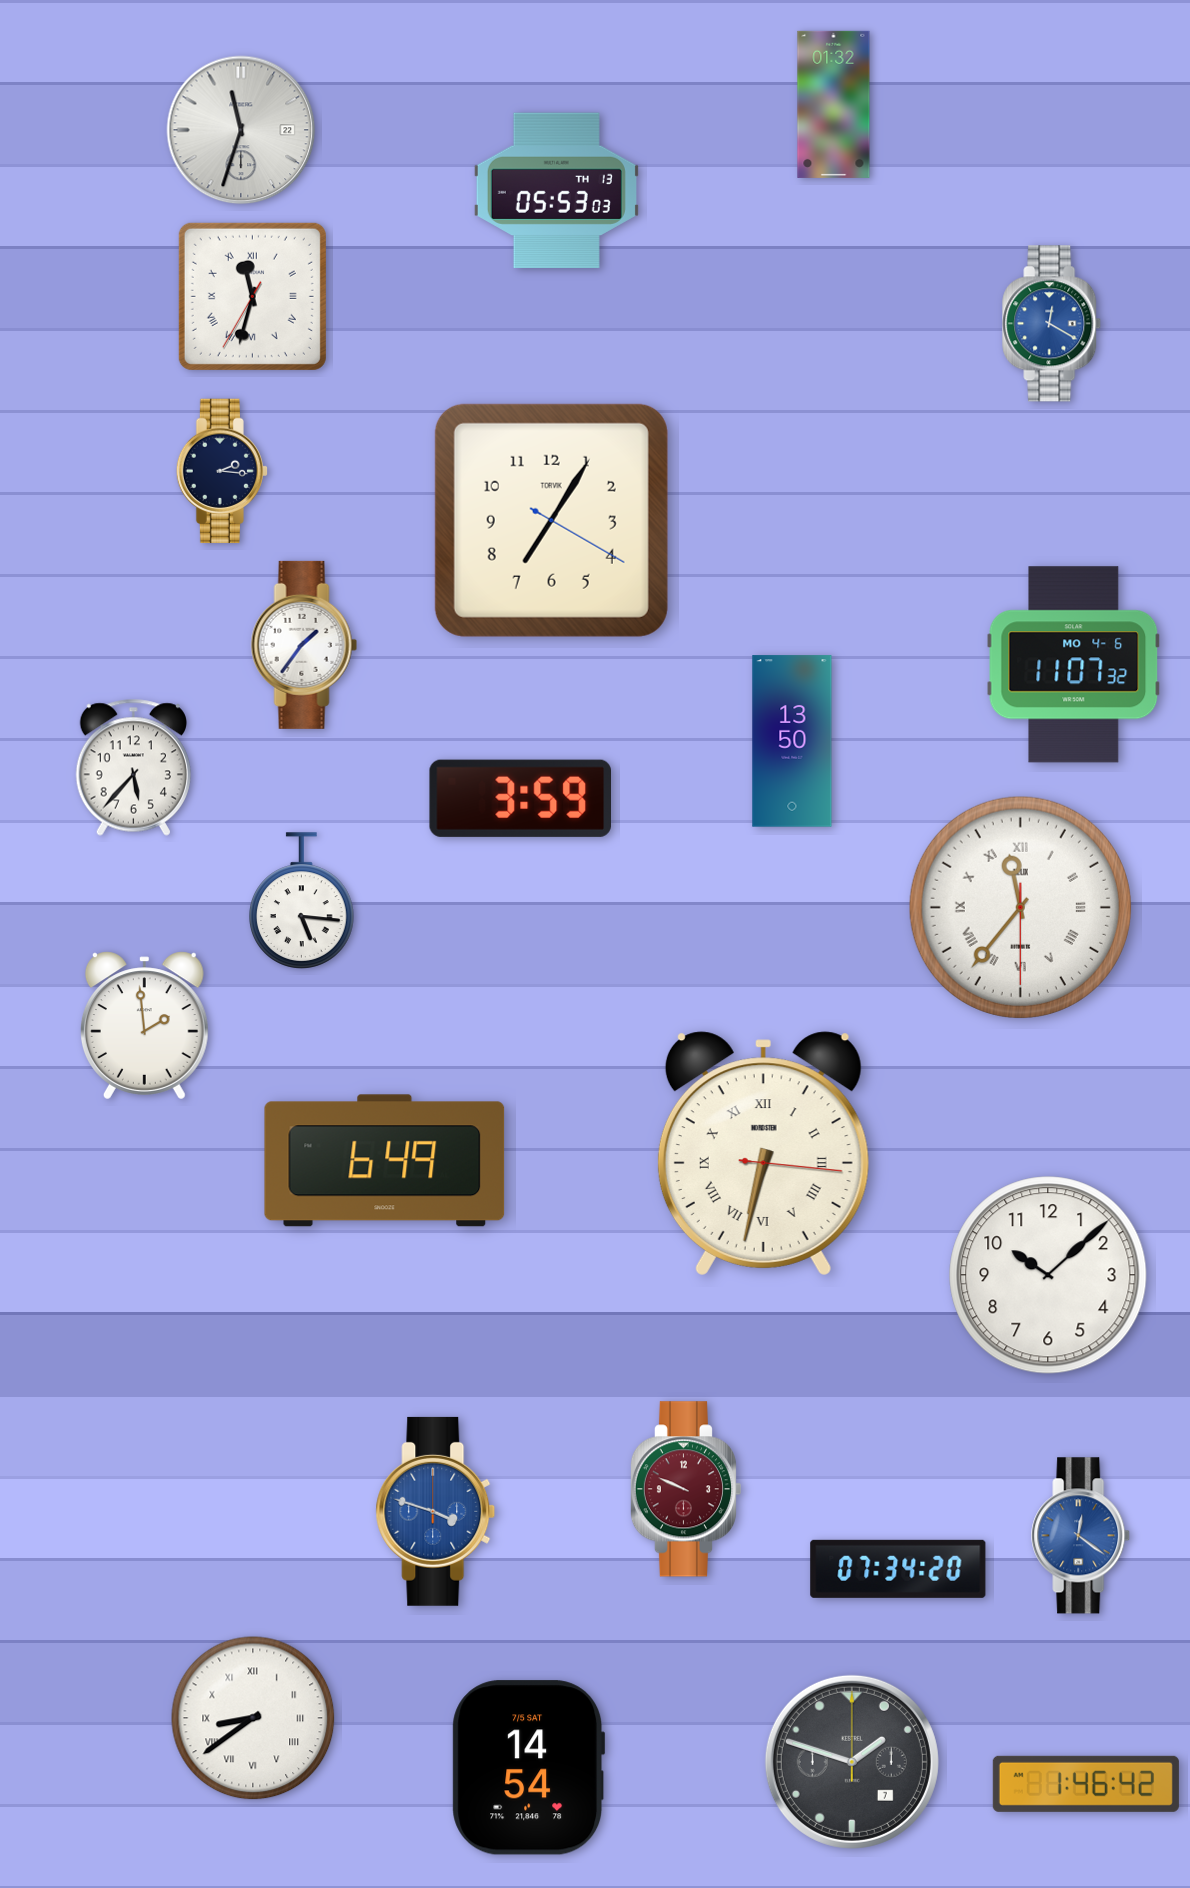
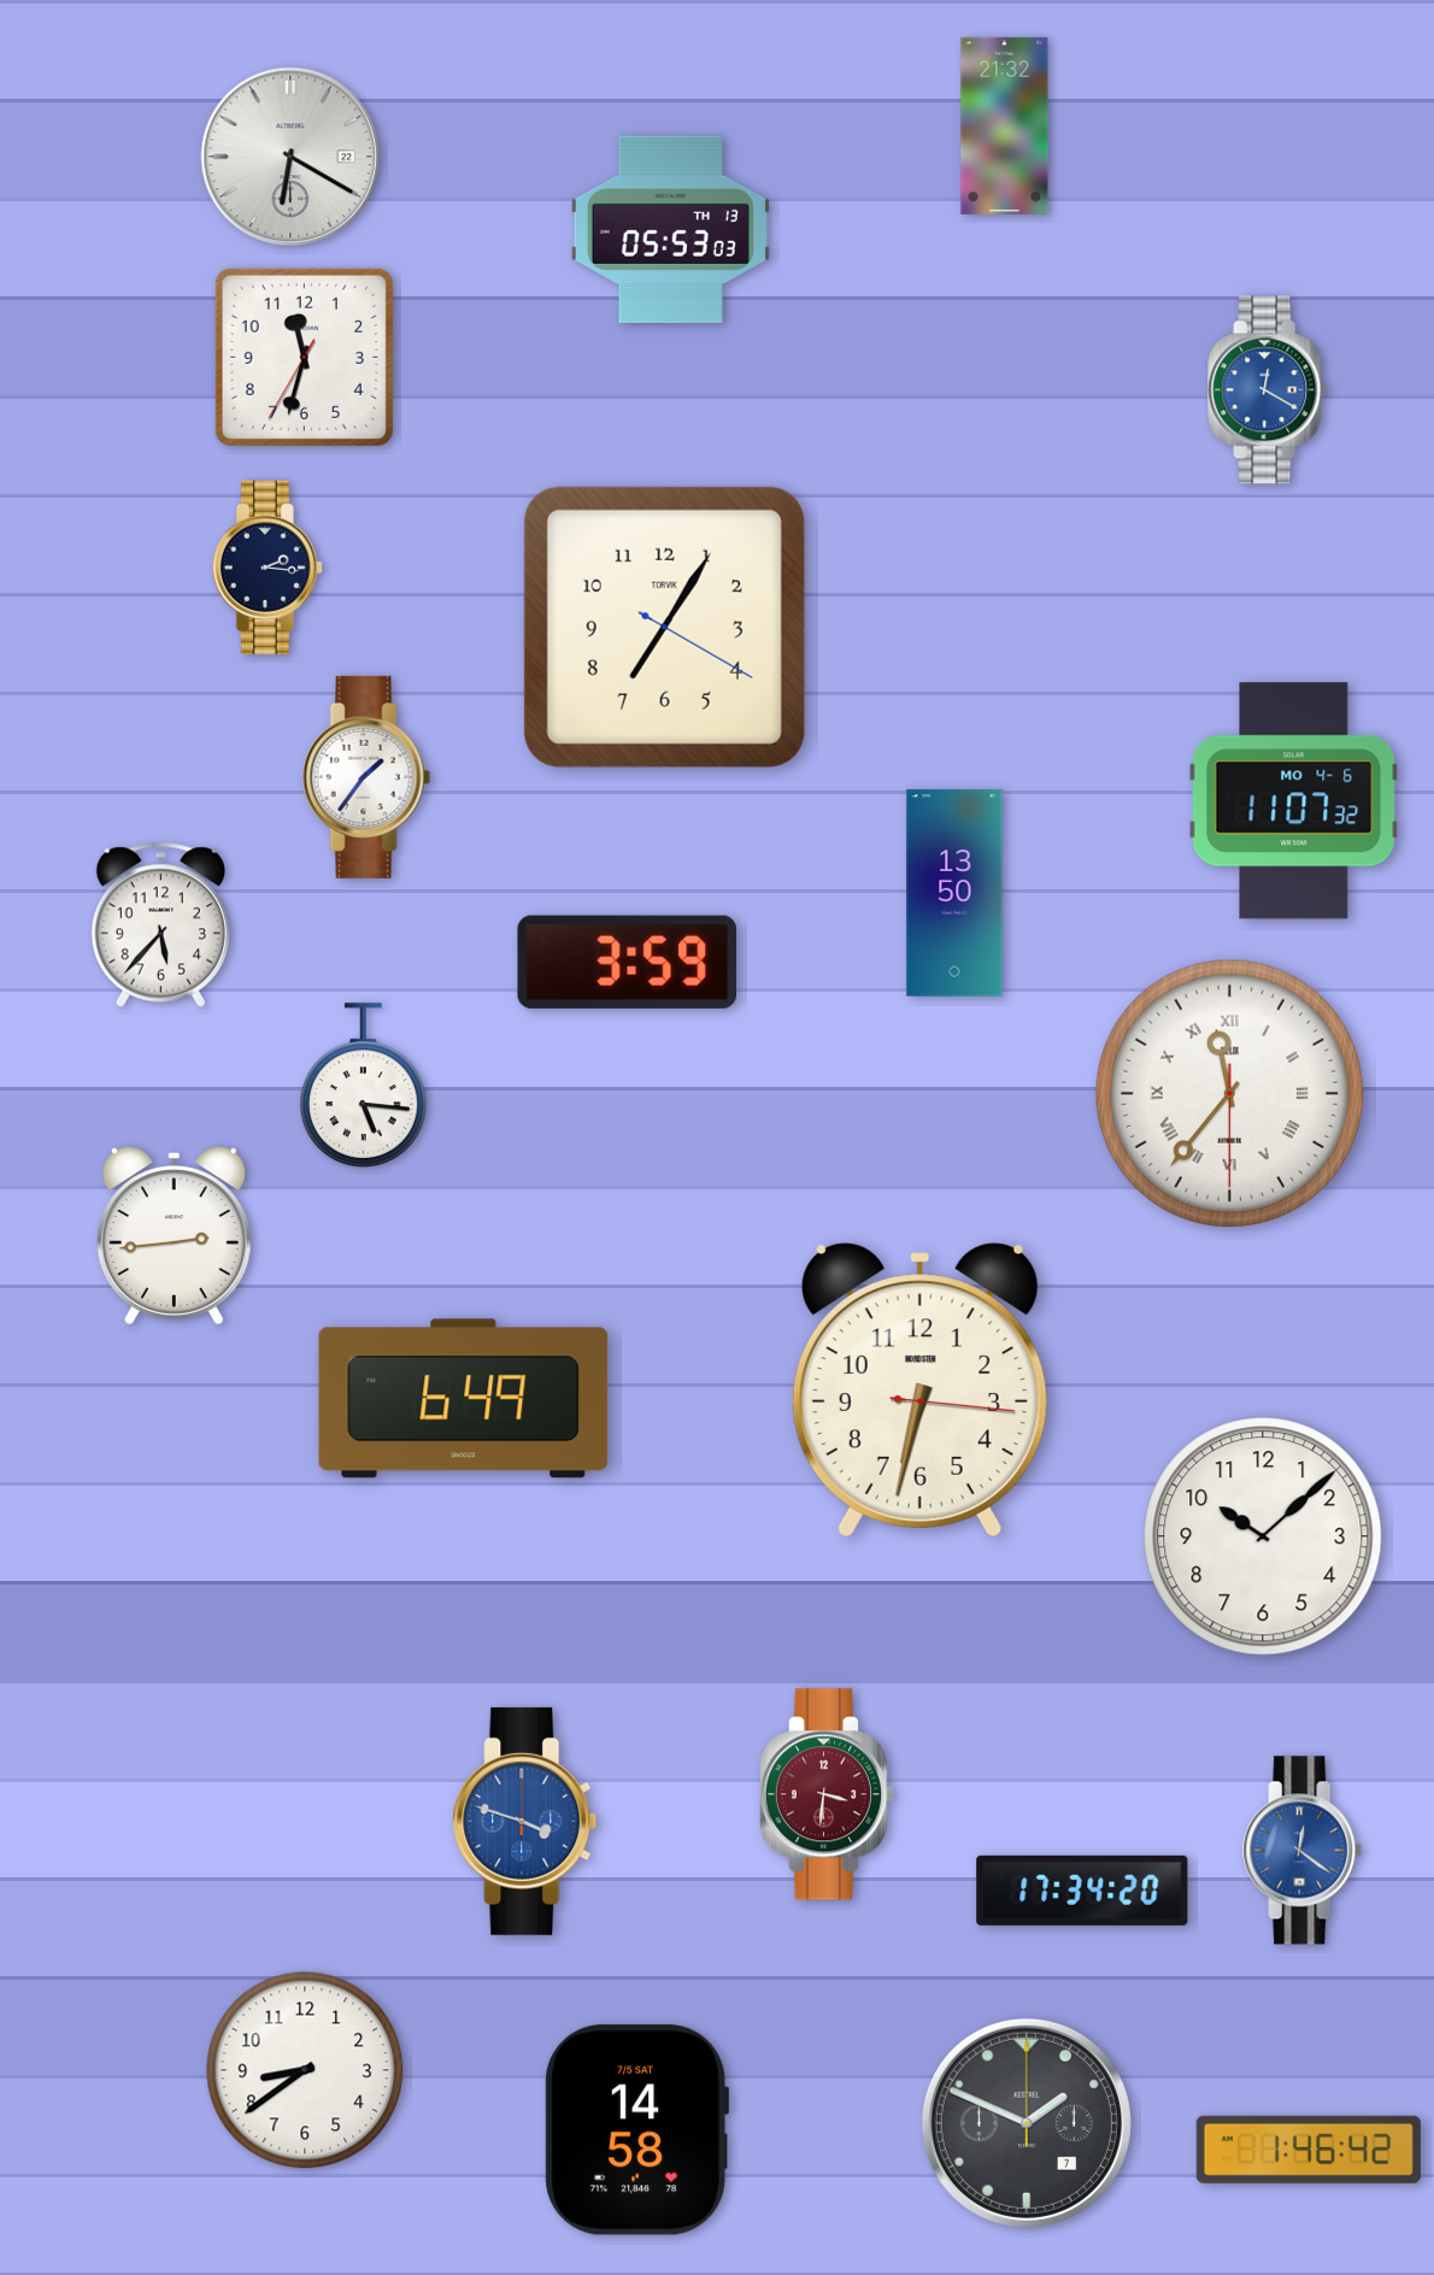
clock at (834, 104): 01:32 -> 21:32
clock at (241, 130): 11:33 -> 6:20
clock at (252, 296) numerals: Roman -> Arabic
clock at (144, 1026): 1:59 -> 2:44
clock at (763, 1153) numerals: Roman -> Arabic
clock at (685, 1489): 9:49 -> 3:31
clock at (898, 1569): 07:34 -> 17:34
clock at (253, 1718) numerals: Roman -> Arabic
clock at (852, 1762): 1:48 -> 1:49
clock at (529, 1768): 14:54 -> 14:58
